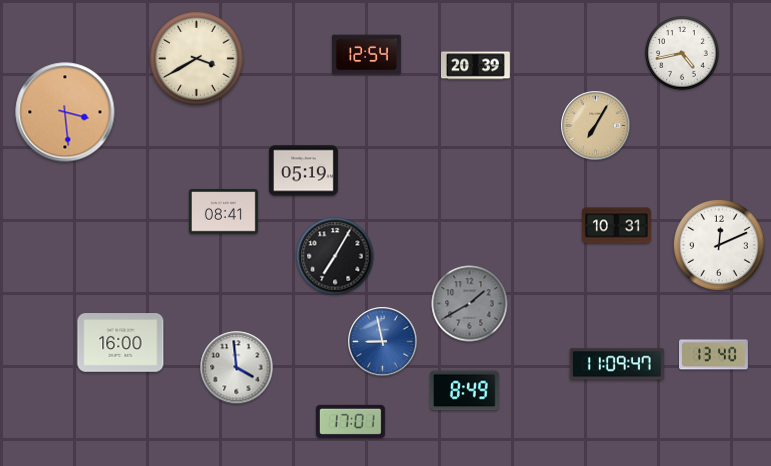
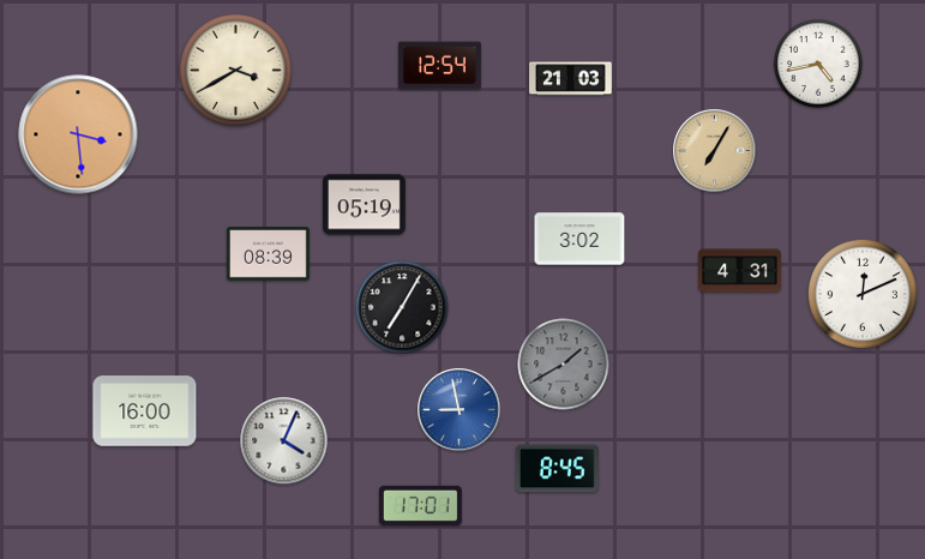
clock at (476, 66): 20:39 -> 21:03
clock at (579, 239): none -> 3:02
clock at (223, 212): 08:41 -> 08:39
clock at (616, 226): 10:31 -> 4:31
clock at (714, 355): 13:40 -> none
clock at (617, 364): 11:09 -> none
clock at (237, 368): 3:59 -> 4:04
clock at (464, 391): 8:49 -> 8:45
